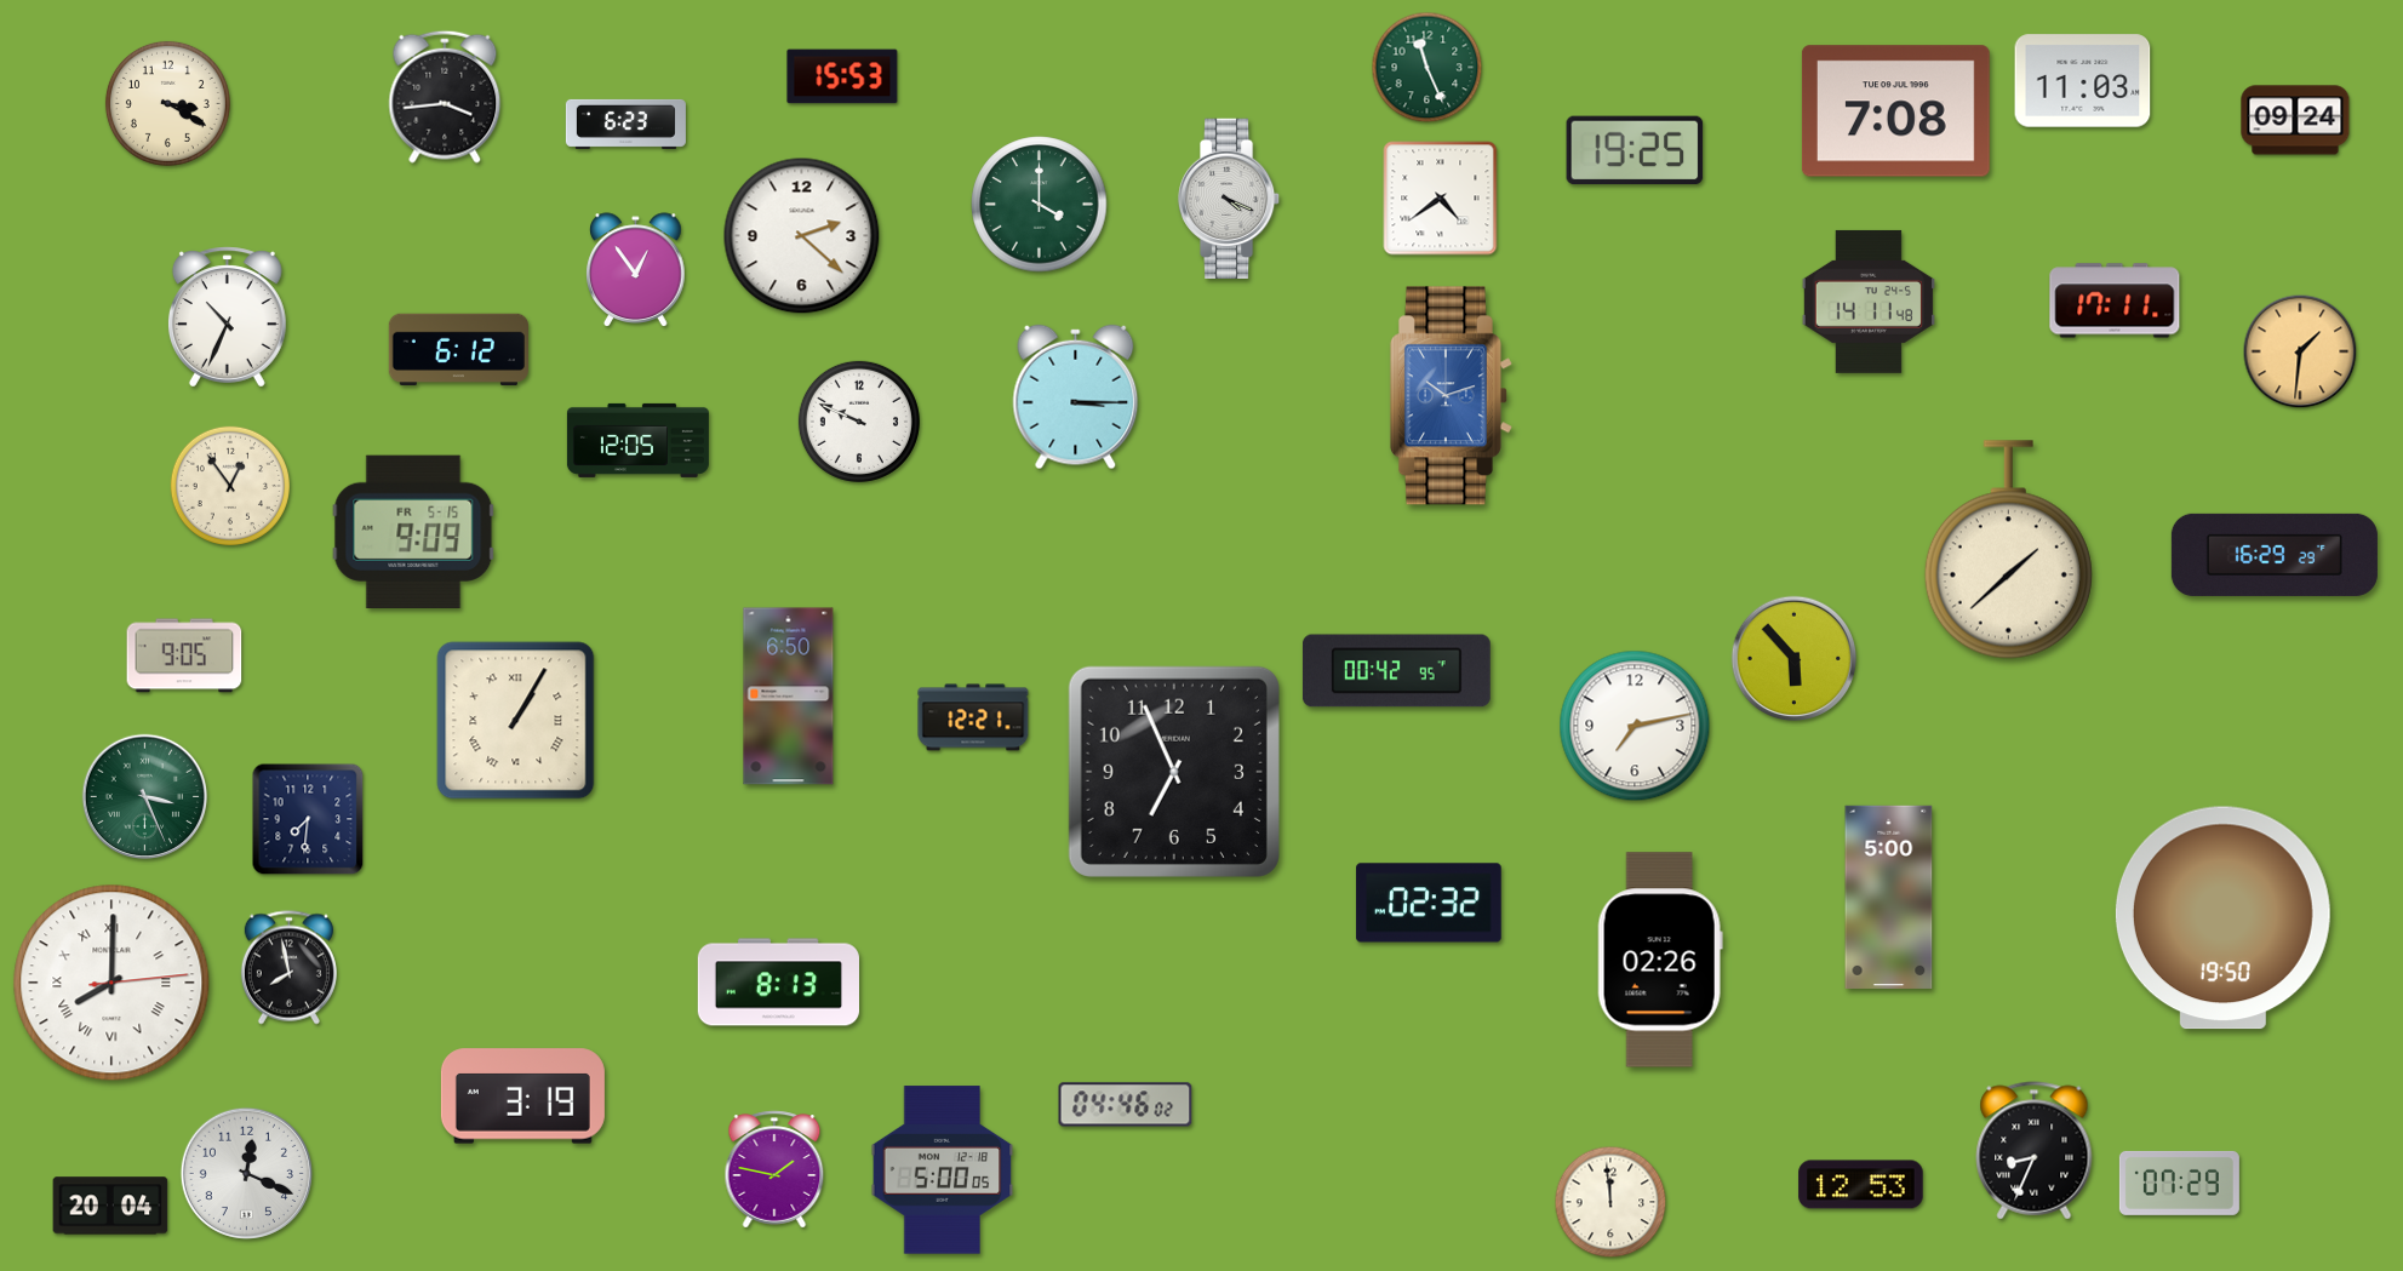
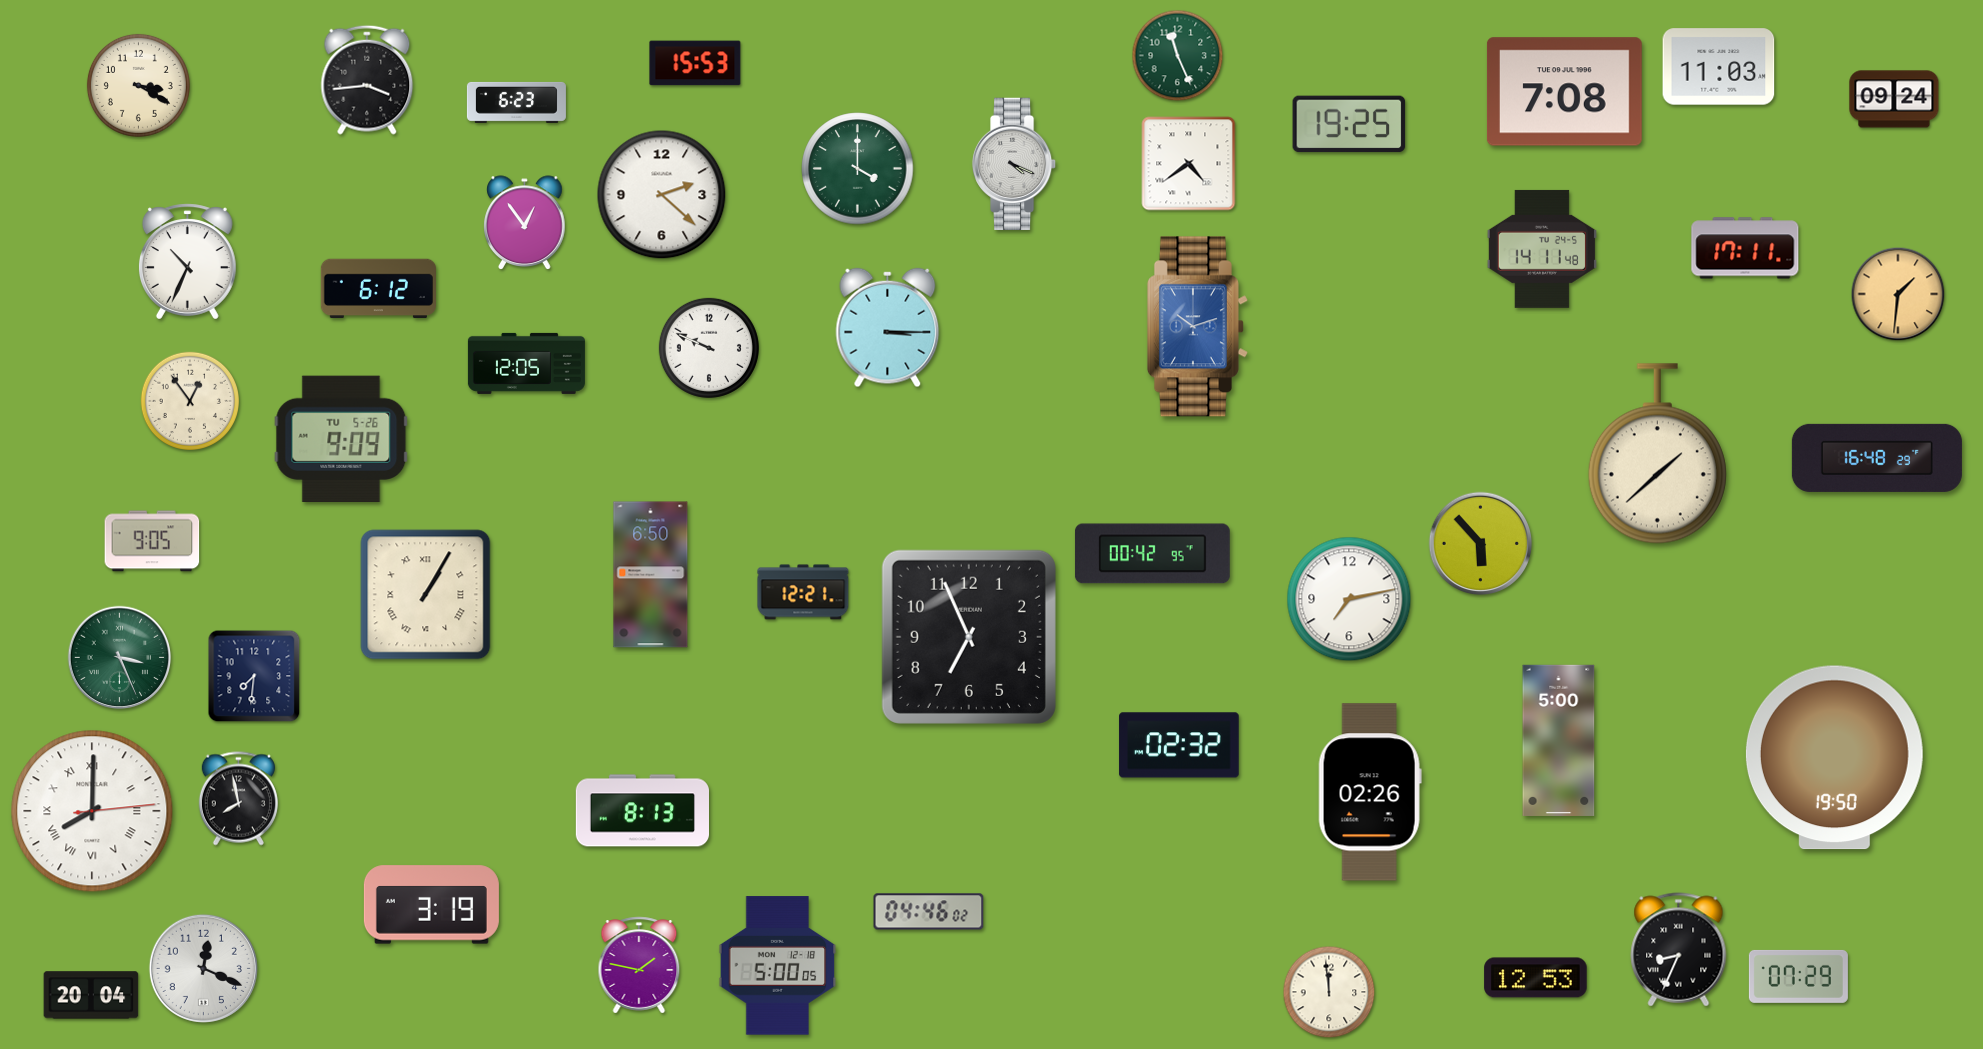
clock at (2300, 351) position: (2300, 351) -> (1898, 294)
clock at (413, 531) date: FR 5-15 -> TU 5-26
clock at (2275, 555): 16:29 -> 16:48
